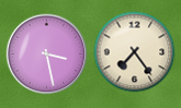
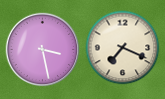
clock at (135, 52): 7:24 -> 7:19
